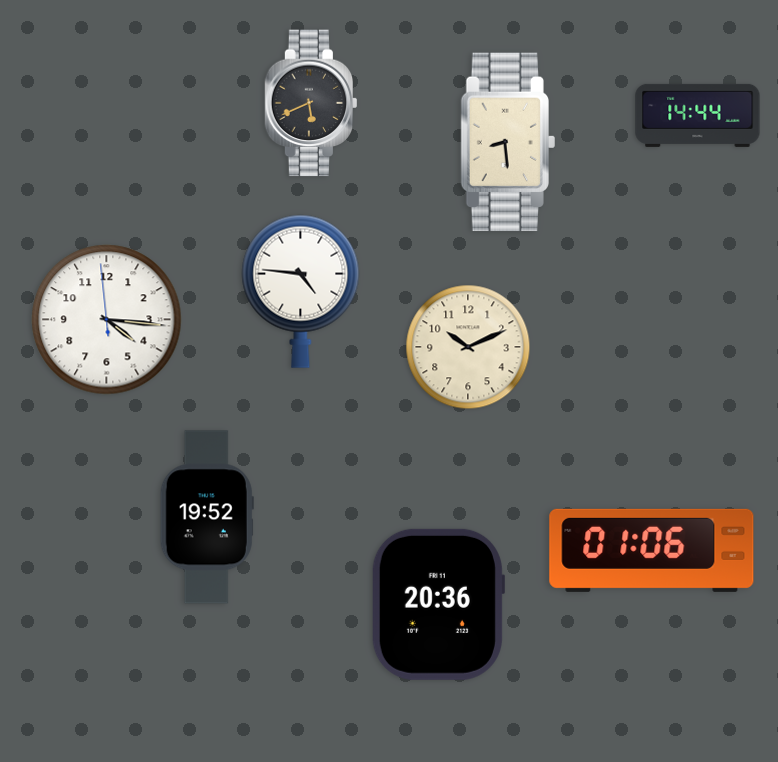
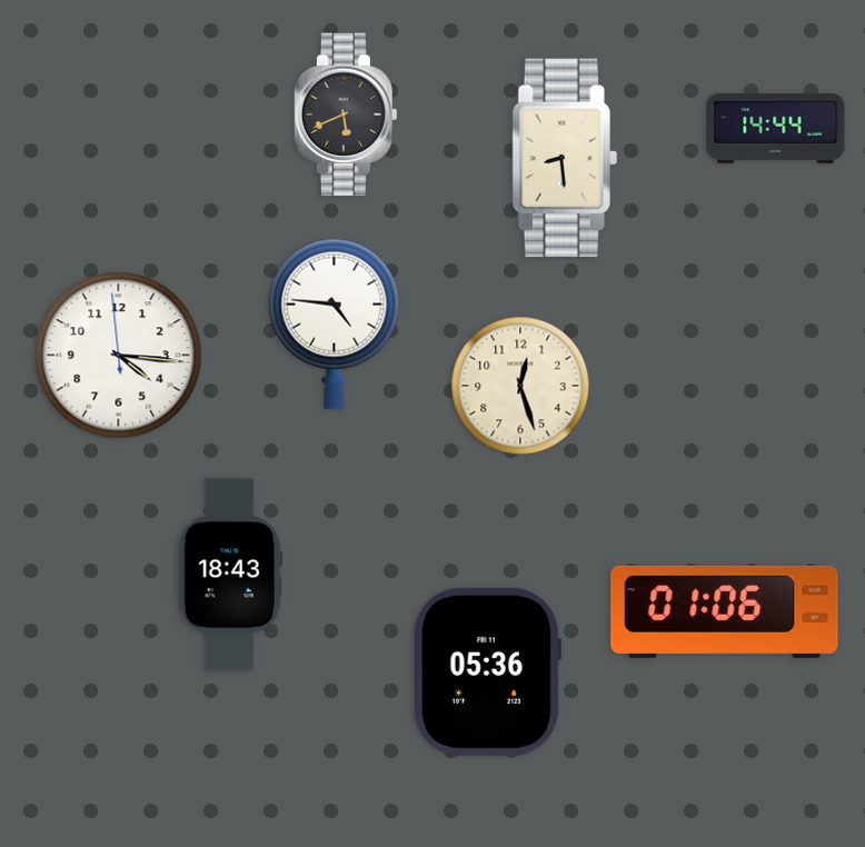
clock at (468, 347): 10:11 -> 12:27
clock at (207, 517): 19:52 -> 18:43
clock at (438, 604): 20:36 -> 05:36
